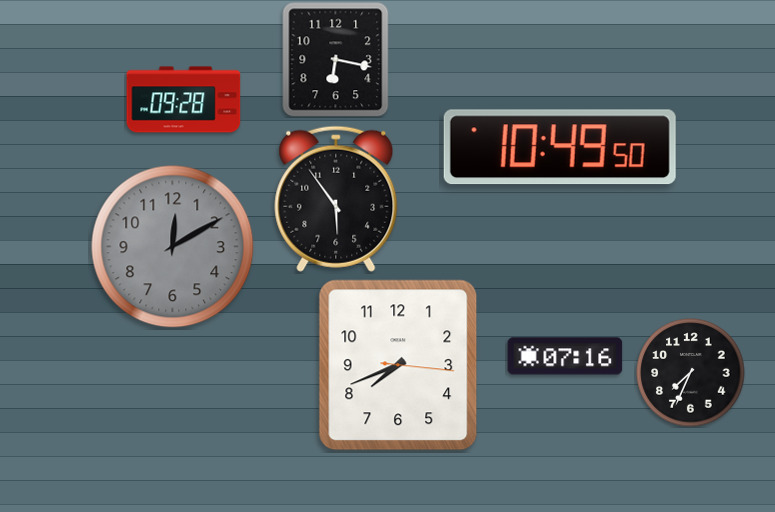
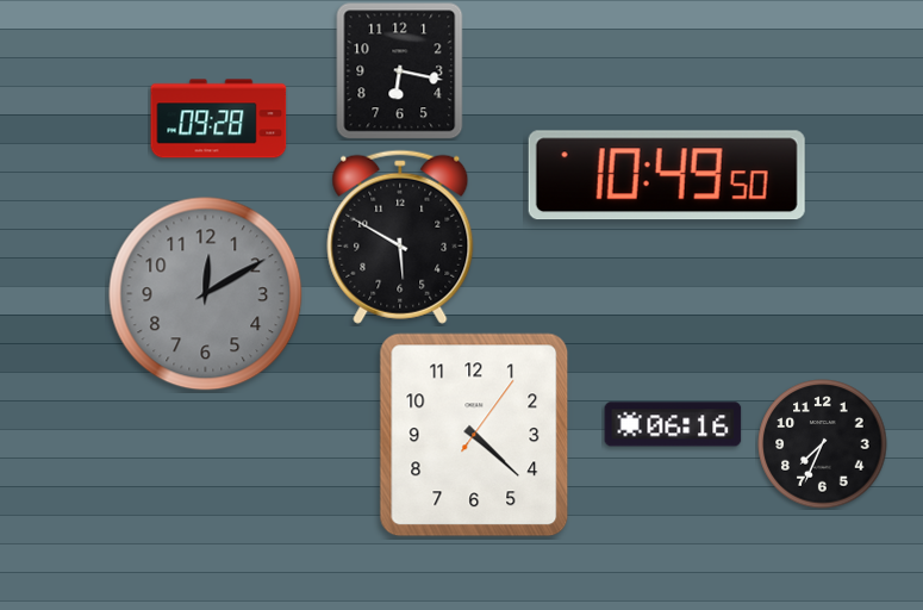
clock at (336, 199): 5:54 -> 5:50
clock at (565, 356): 07:16 -> 06:16
clock at (398, 365): 7:41 -> 4:22
